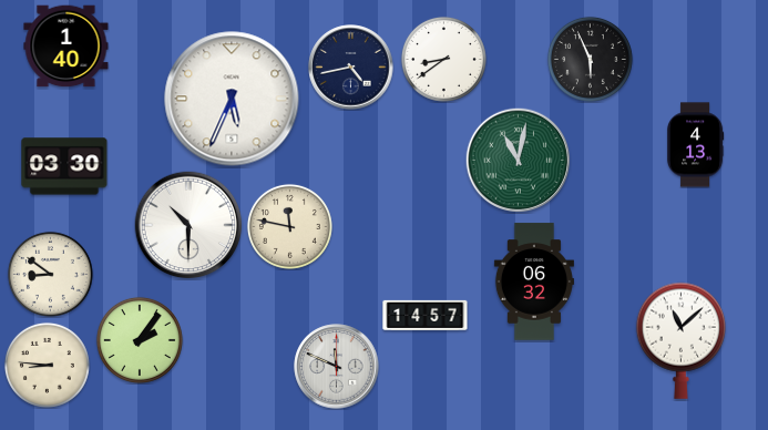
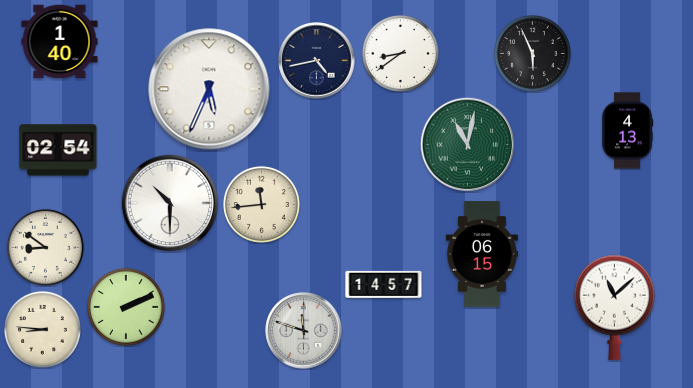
clock at (64, 166): 03:30 -> 02:54
clock at (289, 226): 11:47 -> 11:44
clock at (534, 281): 06:32 -> 06:15
clock at (140, 340): 2:06 -> 2:11
clock at (337, 367): 11:49 -> 11:48
